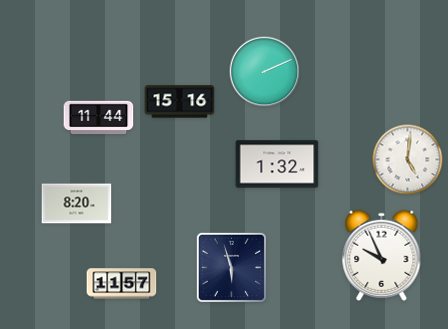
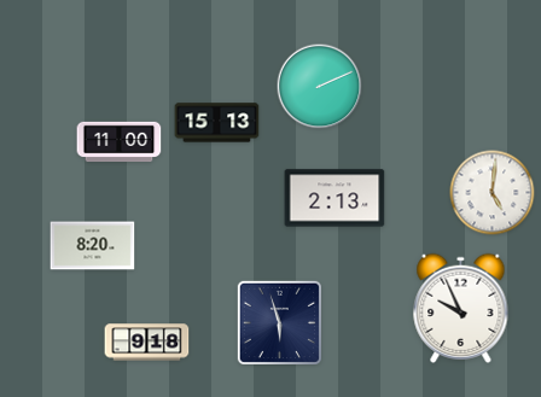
clock at (180, 102): 15:16 -> 15:13
clock at (99, 118): 11:44 -> 11:00
clock at (277, 164): 1:32 -> 2:13
clock at (122, 284): 11:57 -> 9:18
